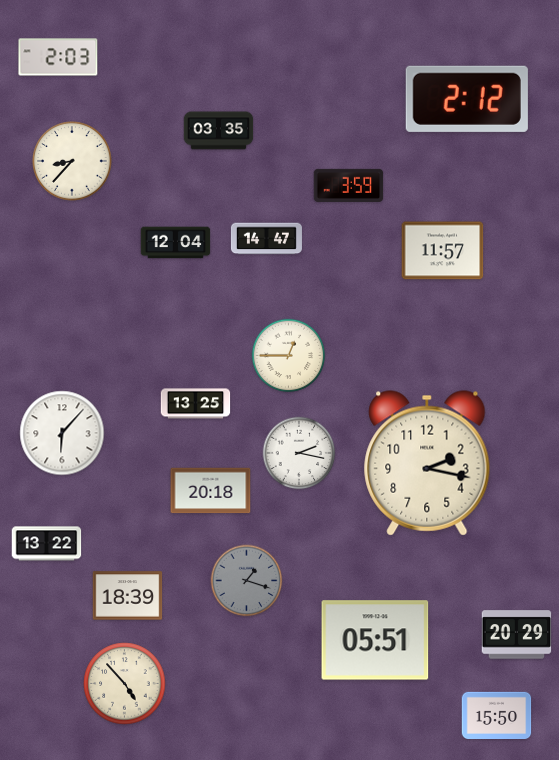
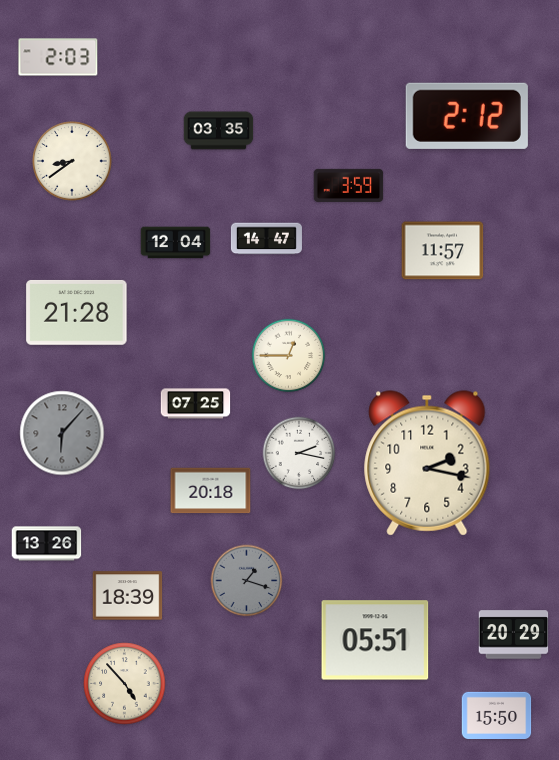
clock at (467, 99) position: (467, 99) -> (467, 116)
clock at (72, 161): 8:37 -> 8:39
clock at (77, 313): none -> 21:28
clock at (196, 404): 13:25 -> 07:25
clock at (62, 433) dial: white -> grey
clock at (47, 544): 13:22 -> 13:26
clock at (517, 635) position: (517, 635) -> (514, 635)
